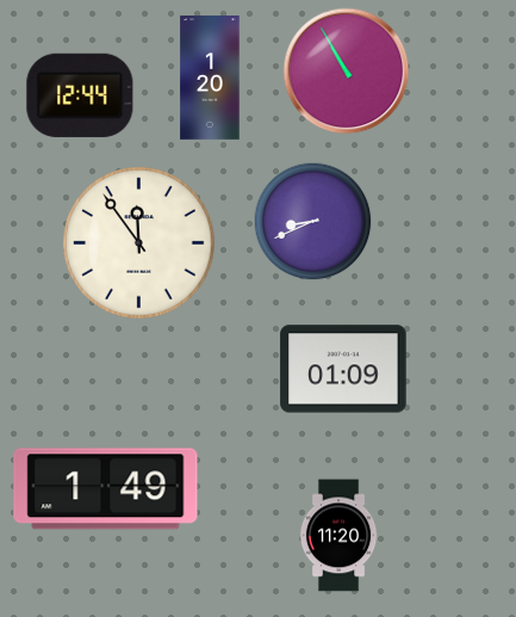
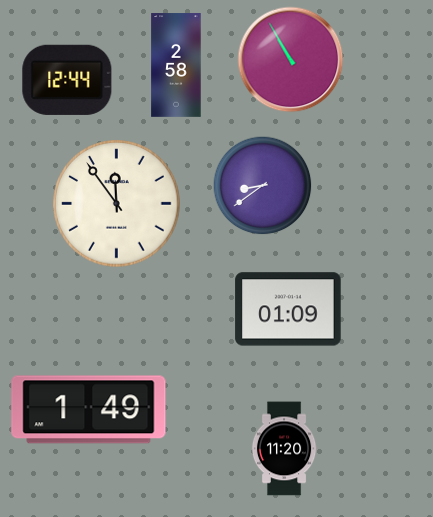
clock at (210, 78): 1:20 -> 2:58
clock at (313, 222): 8:41 -> 8:39
